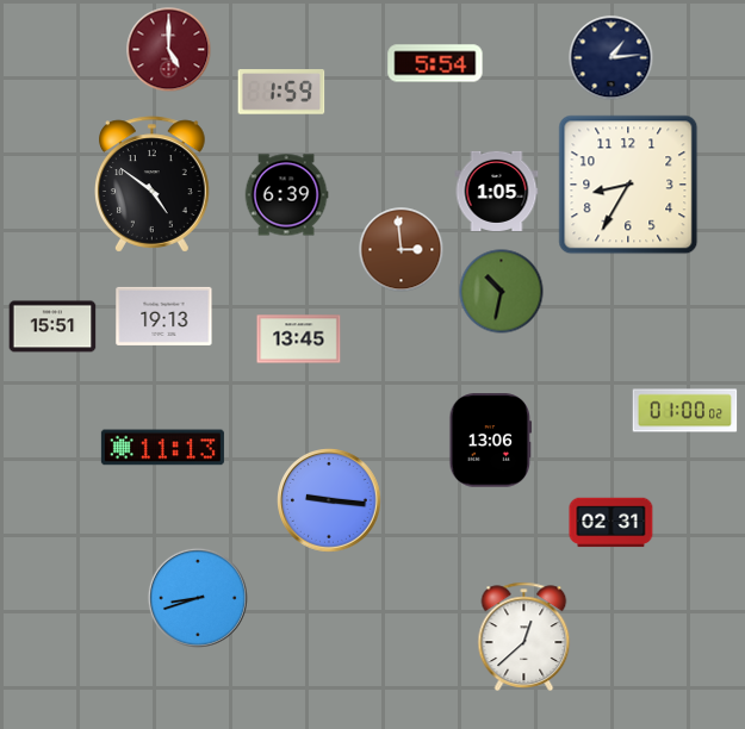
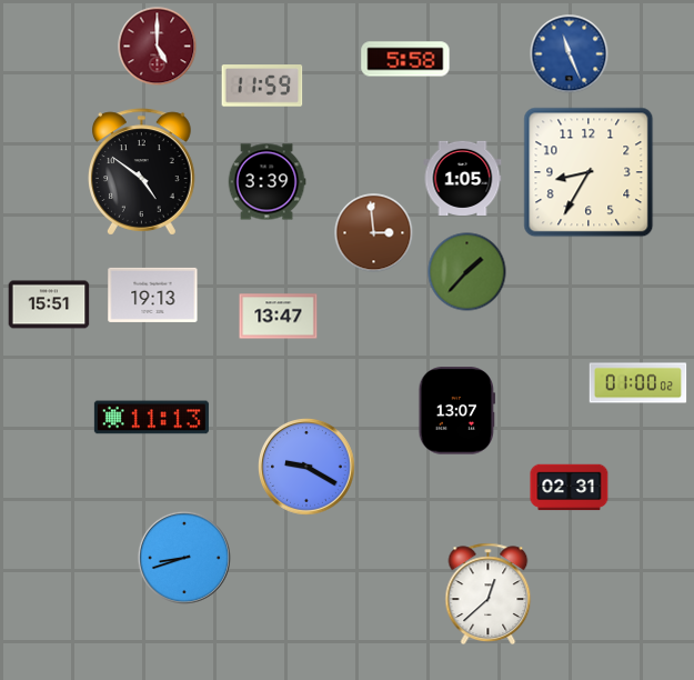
clock at (611, 58): 1:14 -> 11:26
clock at (611, 58) dial: navy -> blue
clock at (435, 63): 5:54 -> 5:58
clock at (281, 92): 1:59 -> 11:59
clock at (628, 185) position: (628, 185) -> (589, 172)
clock at (286, 195): 6:39 -> 3:39
clock at (502, 292): 10:32 -> 1:37
clock at (299, 339): 13:45 -> 13:47
clock at (491, 441): 13:06 -> 13:07
clock at (330, 501): 9:16 -> 9:20
